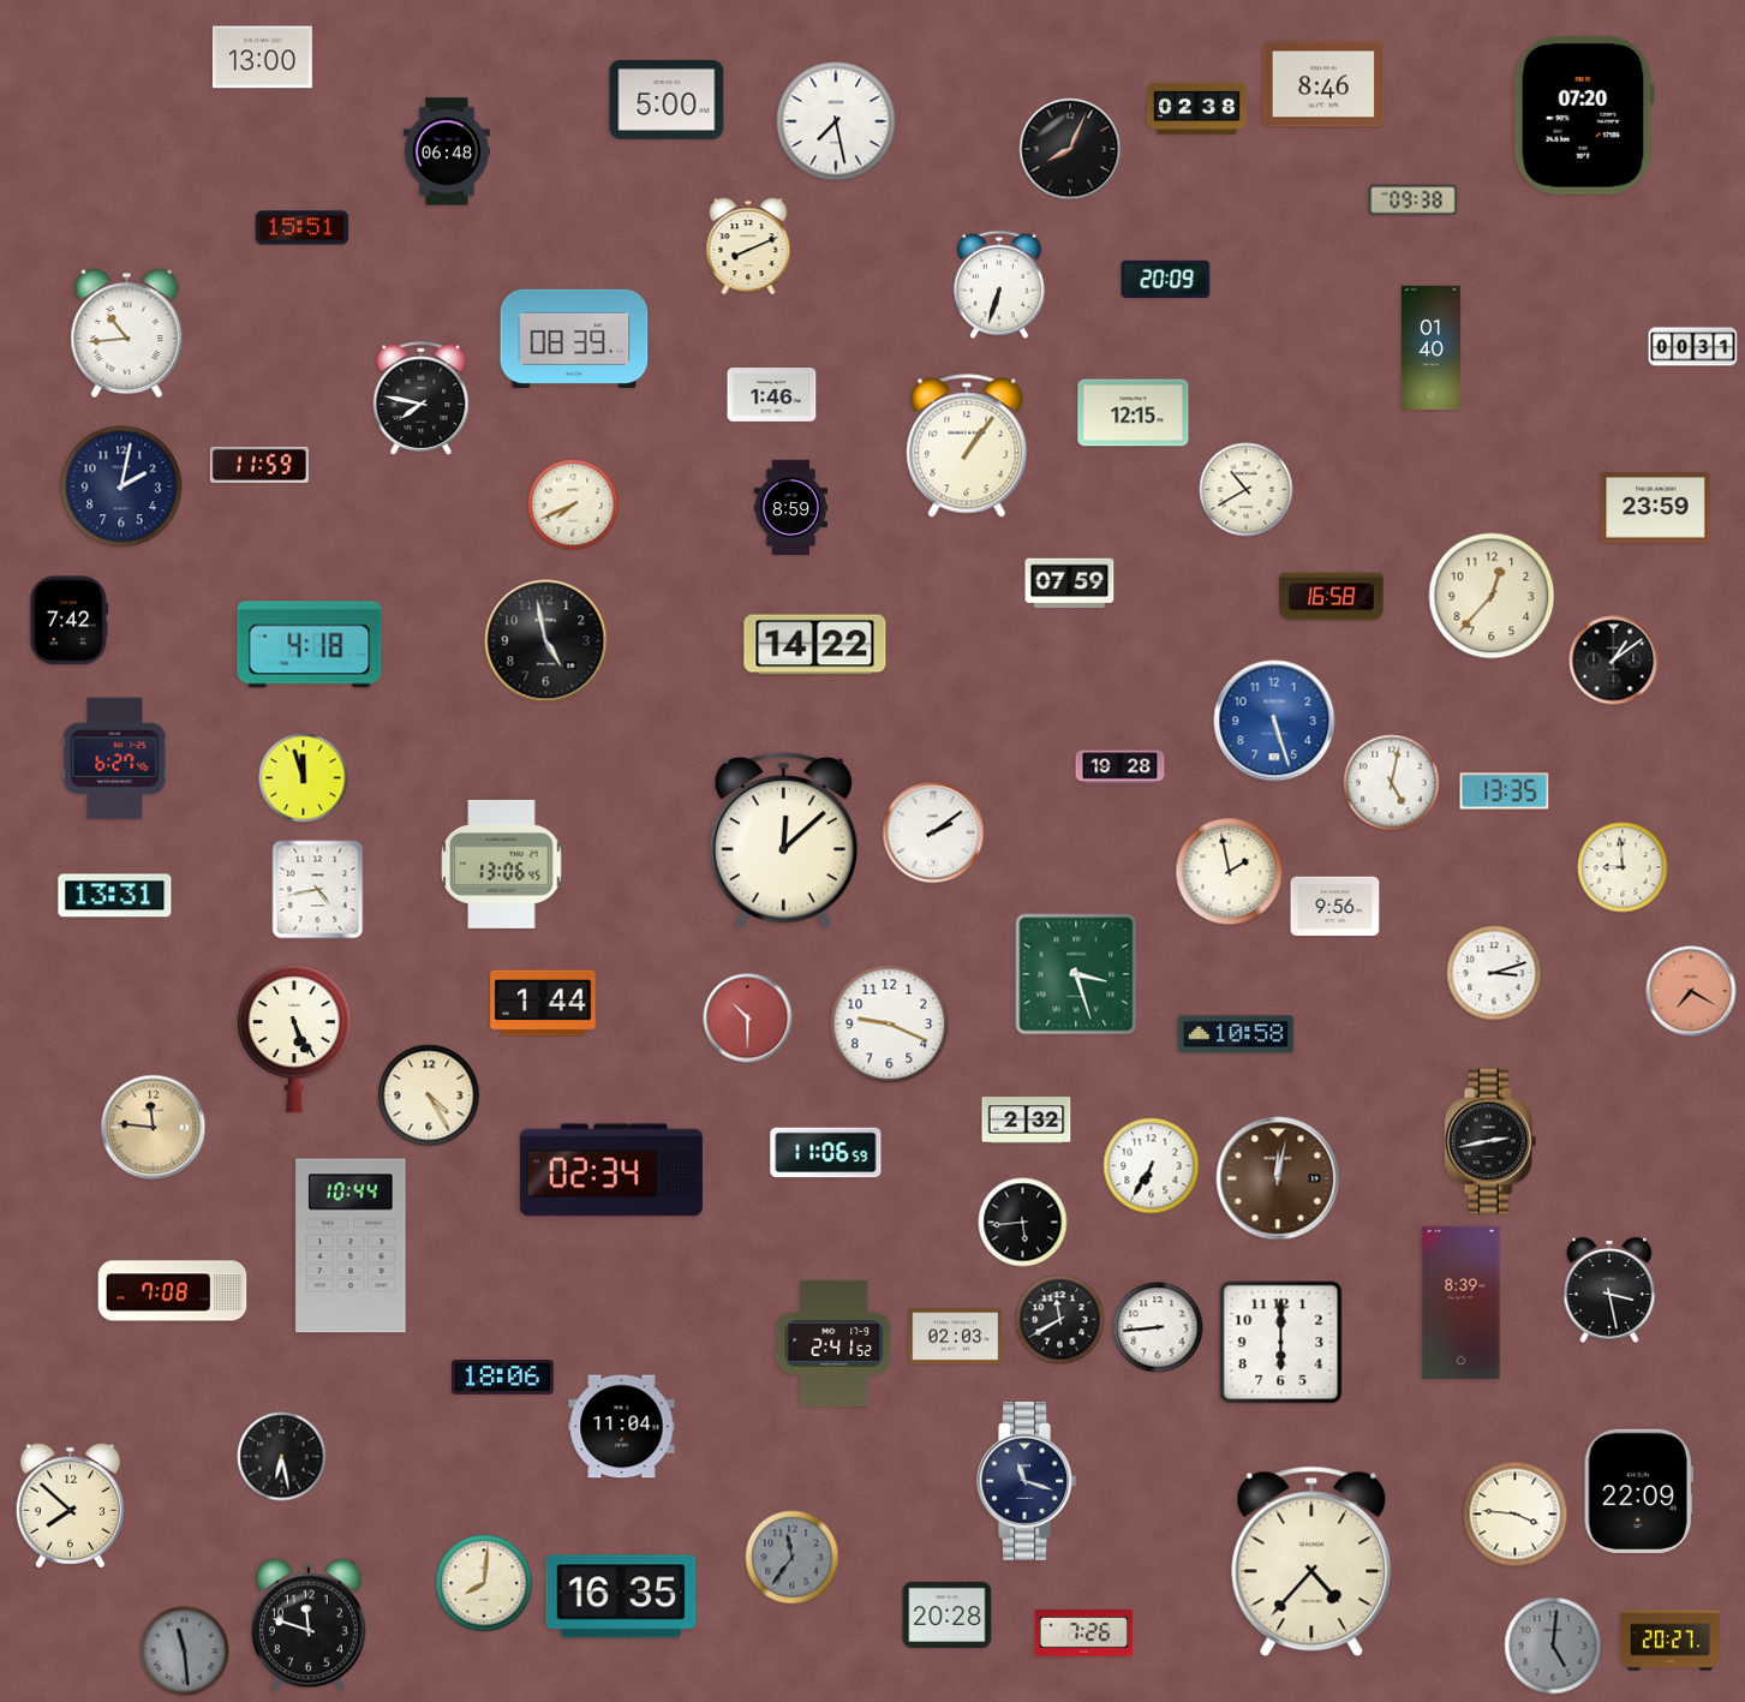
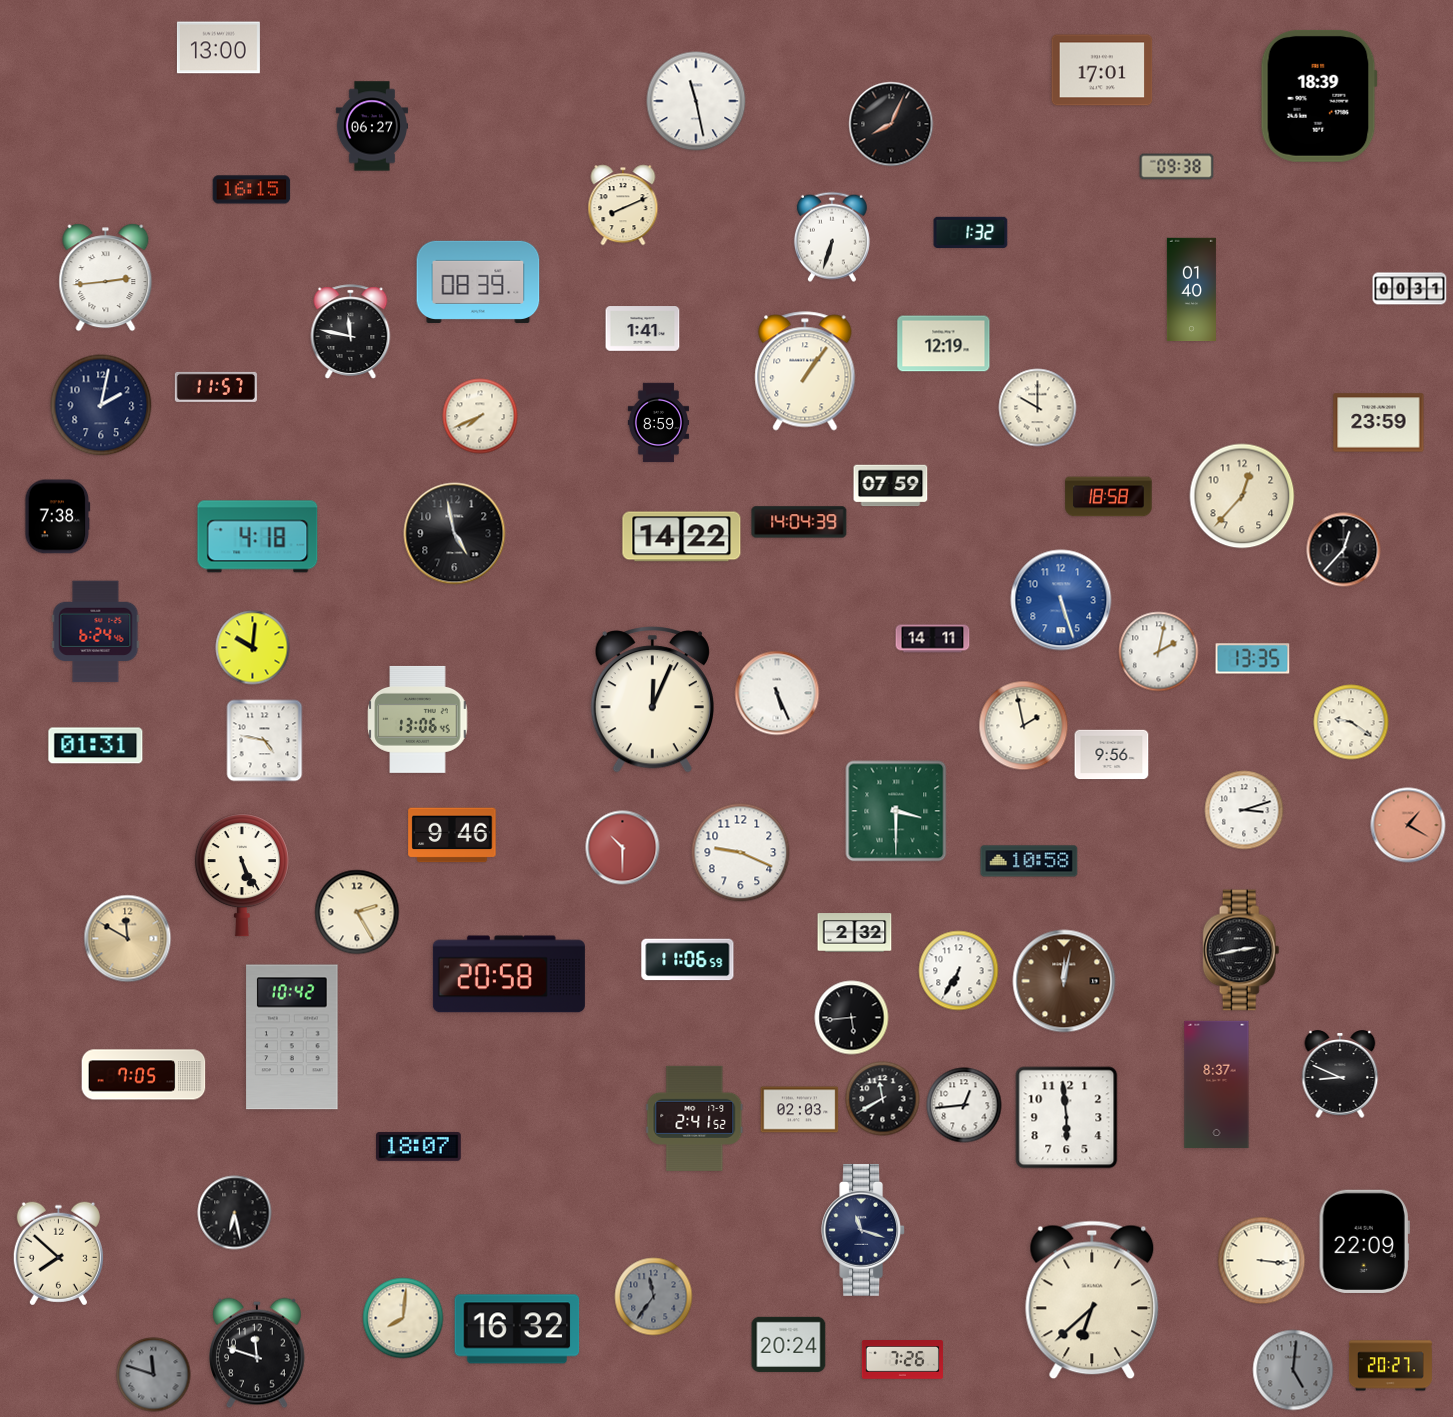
clock at (1323, 84): 8:46 -> 17:01
clock at (667, 100): 5:00 -> none
clock at (1196, 108): 02:38 -> none
clock at (1584, 115): 07:20 -> 18:39
clock at (836, 121): 7:28 -> 11:28
clock at (446, 151): 06:48 -> 06:27
clock at (303, 228): 15:51 -> 16:15
clock at (1166, 280): 20:09 -> 1:32
clock at (127, 334): 10:44 -> 2:44
clock at (772, 395): 1:46 -> 1:41
clock at (422, 399): 7:47 -> 11:47
clock at (1134, 413): 12:15 -> 12:19
clock at (259, 465): 11:59 -> 11:57
clock at (1247, 490): 10:40 -> 10:00
clock at (573, 504) position: (573, 504) -> (480, 416)
clock at (1332, 597): 16:58 -> 18:58
clock at (70, 621): 7:42 -> 7:38
clock at (799, 522): none -> 14:04
clock at (815, 645) position: (815, 645) -> (682, 537)
clock at (1614, 661): 1:09 -> 12:37
clock at (115, 759): 6:27 -> 6:24
clock at (1120, 768): 19:28 -> 14:11
clock at (304, 778): 11:57 -> 10:01
clock at (1392, 783): 5:02 -> 2:02
clock at (933, 832): 2:09 -> 5:26
clock at (783, 841): 12:08 -> 12:04
clock at (1623, 867): 8:59 -> 9:21
clock at (318, 890): 4:43 -> 4:47
clock at (115, 896): 13:31 -> 01:31
clock at (1076, 974): 3:27 -> 3:30
clock at (1691, 991): 7:20 -> 1:20
clock at (543, 1003): 1:44 -> 9:46
clock at (294, 1039) position: (294, 1039) -> (242, 875)
clock at (429, 1095): 4:25 -> 2:25
clock at (154, 1128): 11:46 -> 11:50
clock at (611, 1170): 02:34 -> 20:58
clock at (351, 1246): 10:44 -> 10:42
clock at (1609, 1290): 3:28 -> 8:49
clock at (173, 1291): 7:08 -> 7:05
clock at (1462, 1302): 8:39 -> 8:37
clock at (1158, 1327): 8:44 -> 12:44
clock at (956, 1337) position: (956, 1337) -> (800, 1110)
clock at (1281, 1343): 6:00 -> 5:59
clock at (503, 1376): 18:06 -> 18:07
clock at (622, 1427): 11:04 -> none
clock at (1027, 1481) position: (1027, 1481) -> (863, 1230)
clock at (1516, 1515): 3:46 -> 3:16
clock at (793, 1558) position: (793, 1558) -> (654, 1297)
clock at (1311, 1561): 4:37 -> 6:38
clock at (621, 1596): 16:35 -> 16:32
clock at (948, 1614): 20:28 -> 20:24
clock at (185, 1652): 11:29 -> 11:48
